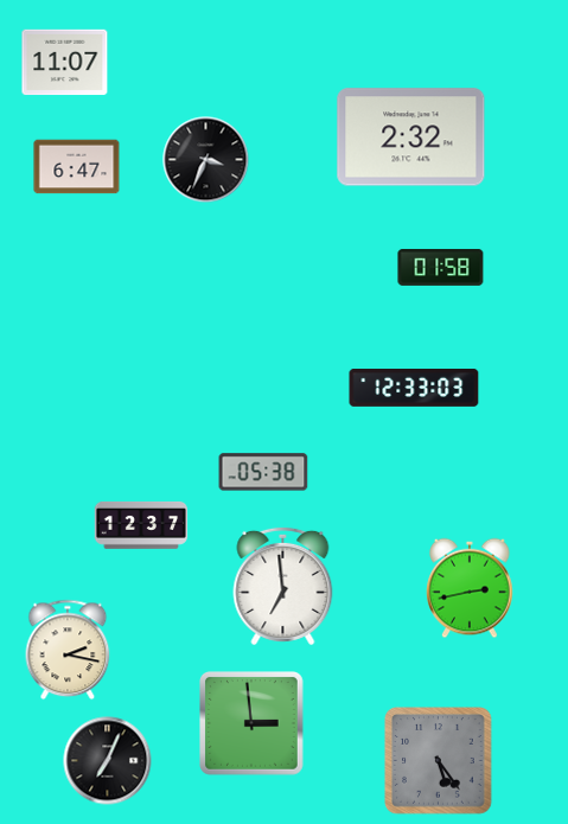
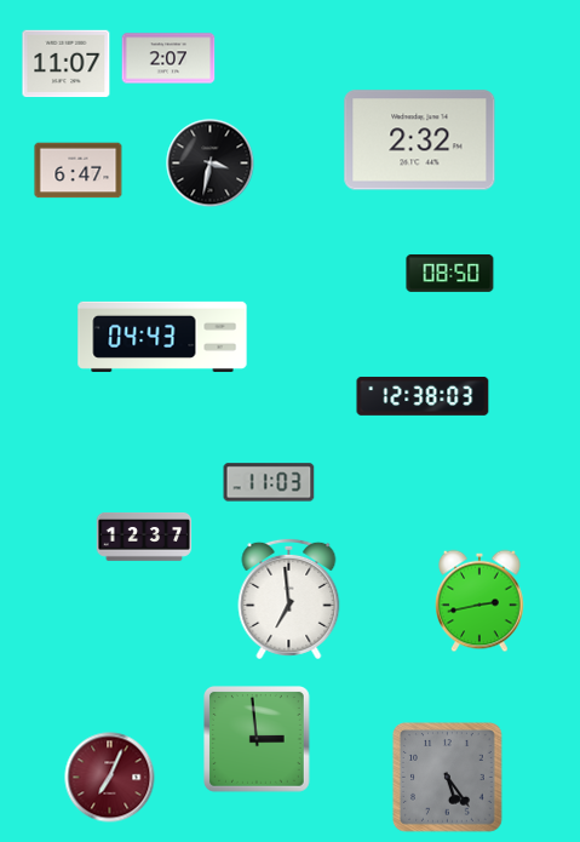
clock at (168, 58): none -> 2:07
clock at (206, 160): 3:34 -> 3:32
clock at (441, 267): 01:58 -> 08:50
clock at (162, 337): none -> 04:43
clock at (414, 388): 12:33 -> 12:38
clock at (263, 472): 05:38 -> 11:03
clock at (68, 650): 2:17 -> none
clock at (108, 761) dial: black -> burgundy
